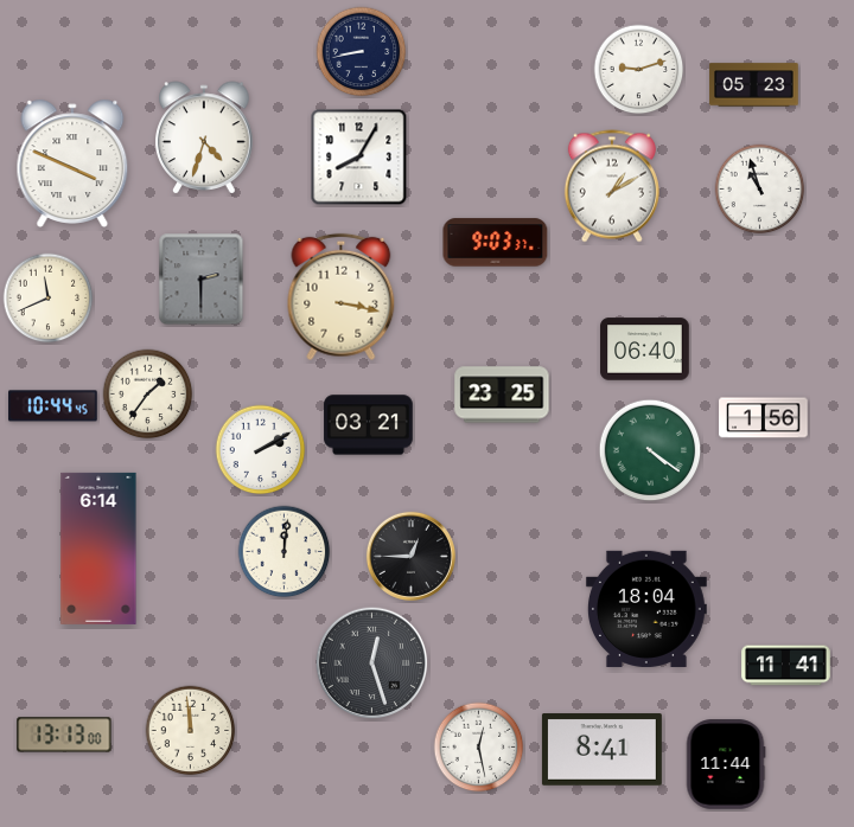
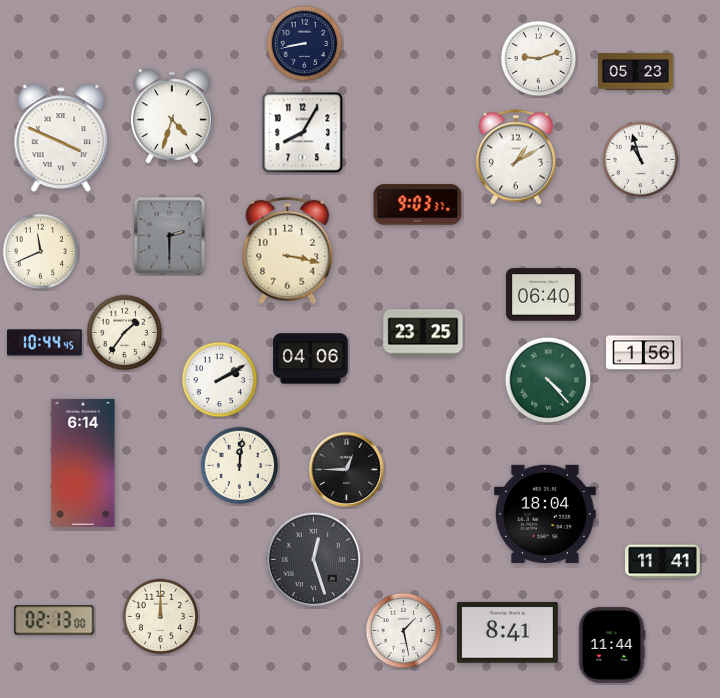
clock at (369, 425): 03:21 -> 04:06
clock at (650, 450): 4:21 -> 4:23
clock at (191, 731): 11:59 -> 12:00
clock at (64, 735): 13:13 -> 02:13
clock at (479, 748): 12:28 -> 1:28
